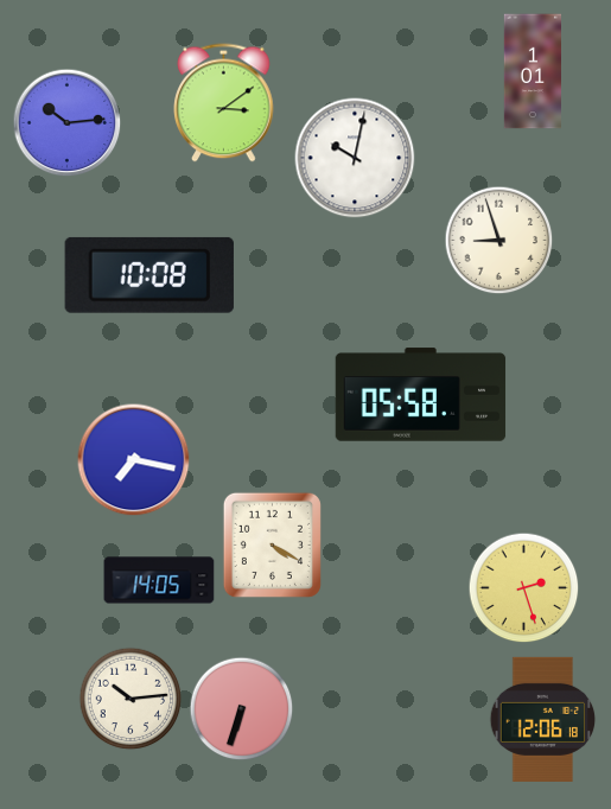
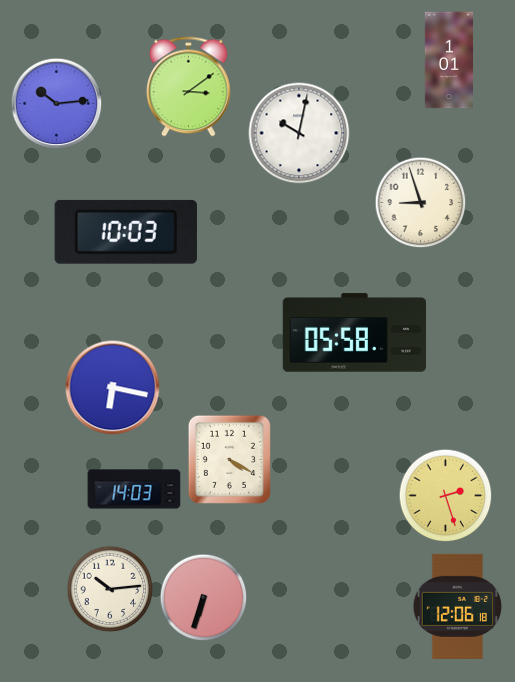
clock at (149, 275): 10:08 -> 10:03
clock at (133, 459): 7:17 -> 6:17
clock at (159, 580): 14:05 -> 14:03
clock at (523, 587) position: (523, 587) -> (445, 495)
